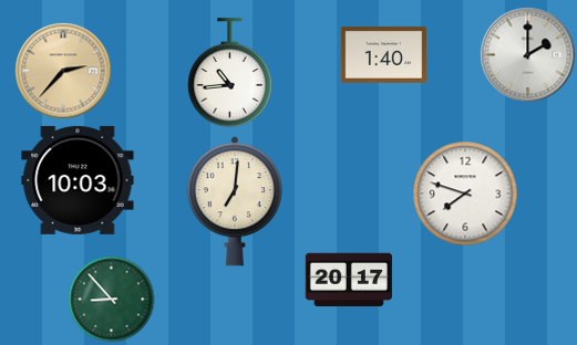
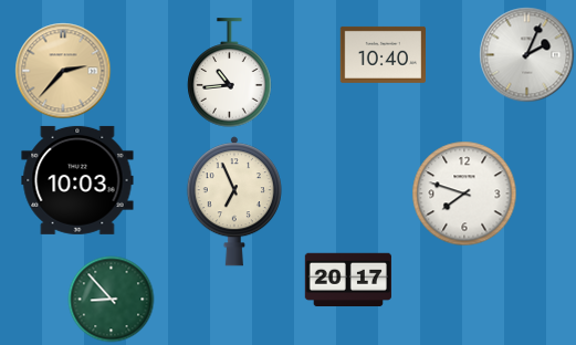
clock at (383, 54): 1:40 -> 10:40
clock at (527, 54): 2:00 -> 2:04
clock at (235, 201): 7:01 -> 6:56
